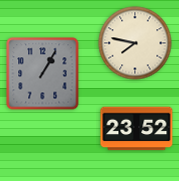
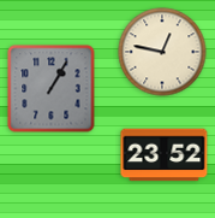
clock at (135, 43): 7:47 -> 12:47
